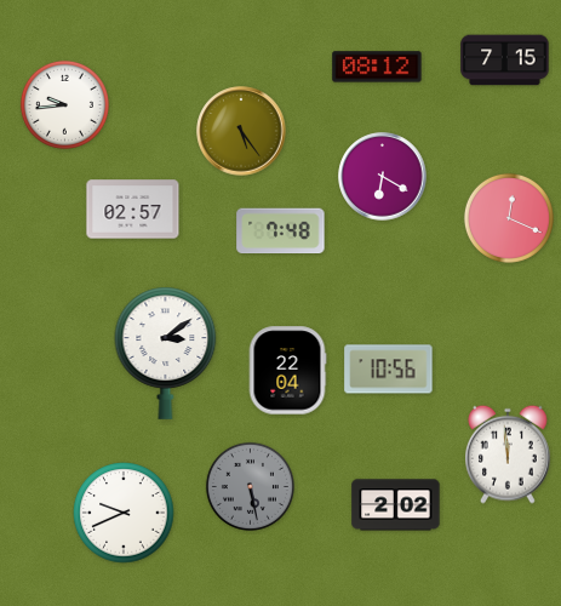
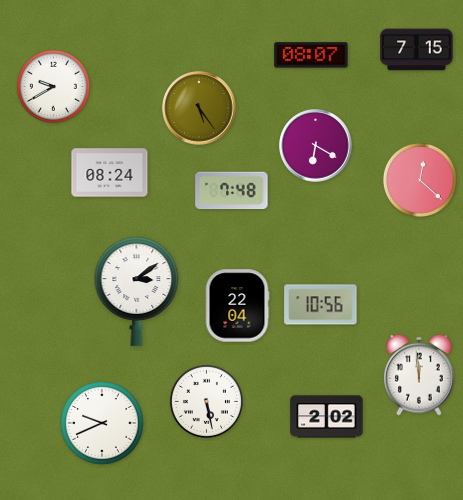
clock at (377, 67): 08:12 -> 08:07
clock at (64, 104): 9:44 -> 9:40
clock at (133, 210): 02:57 -> 08:24
clock at (509, 218): 12:19 -> 12:22
clock at (250, 486) dial: grey -> white
